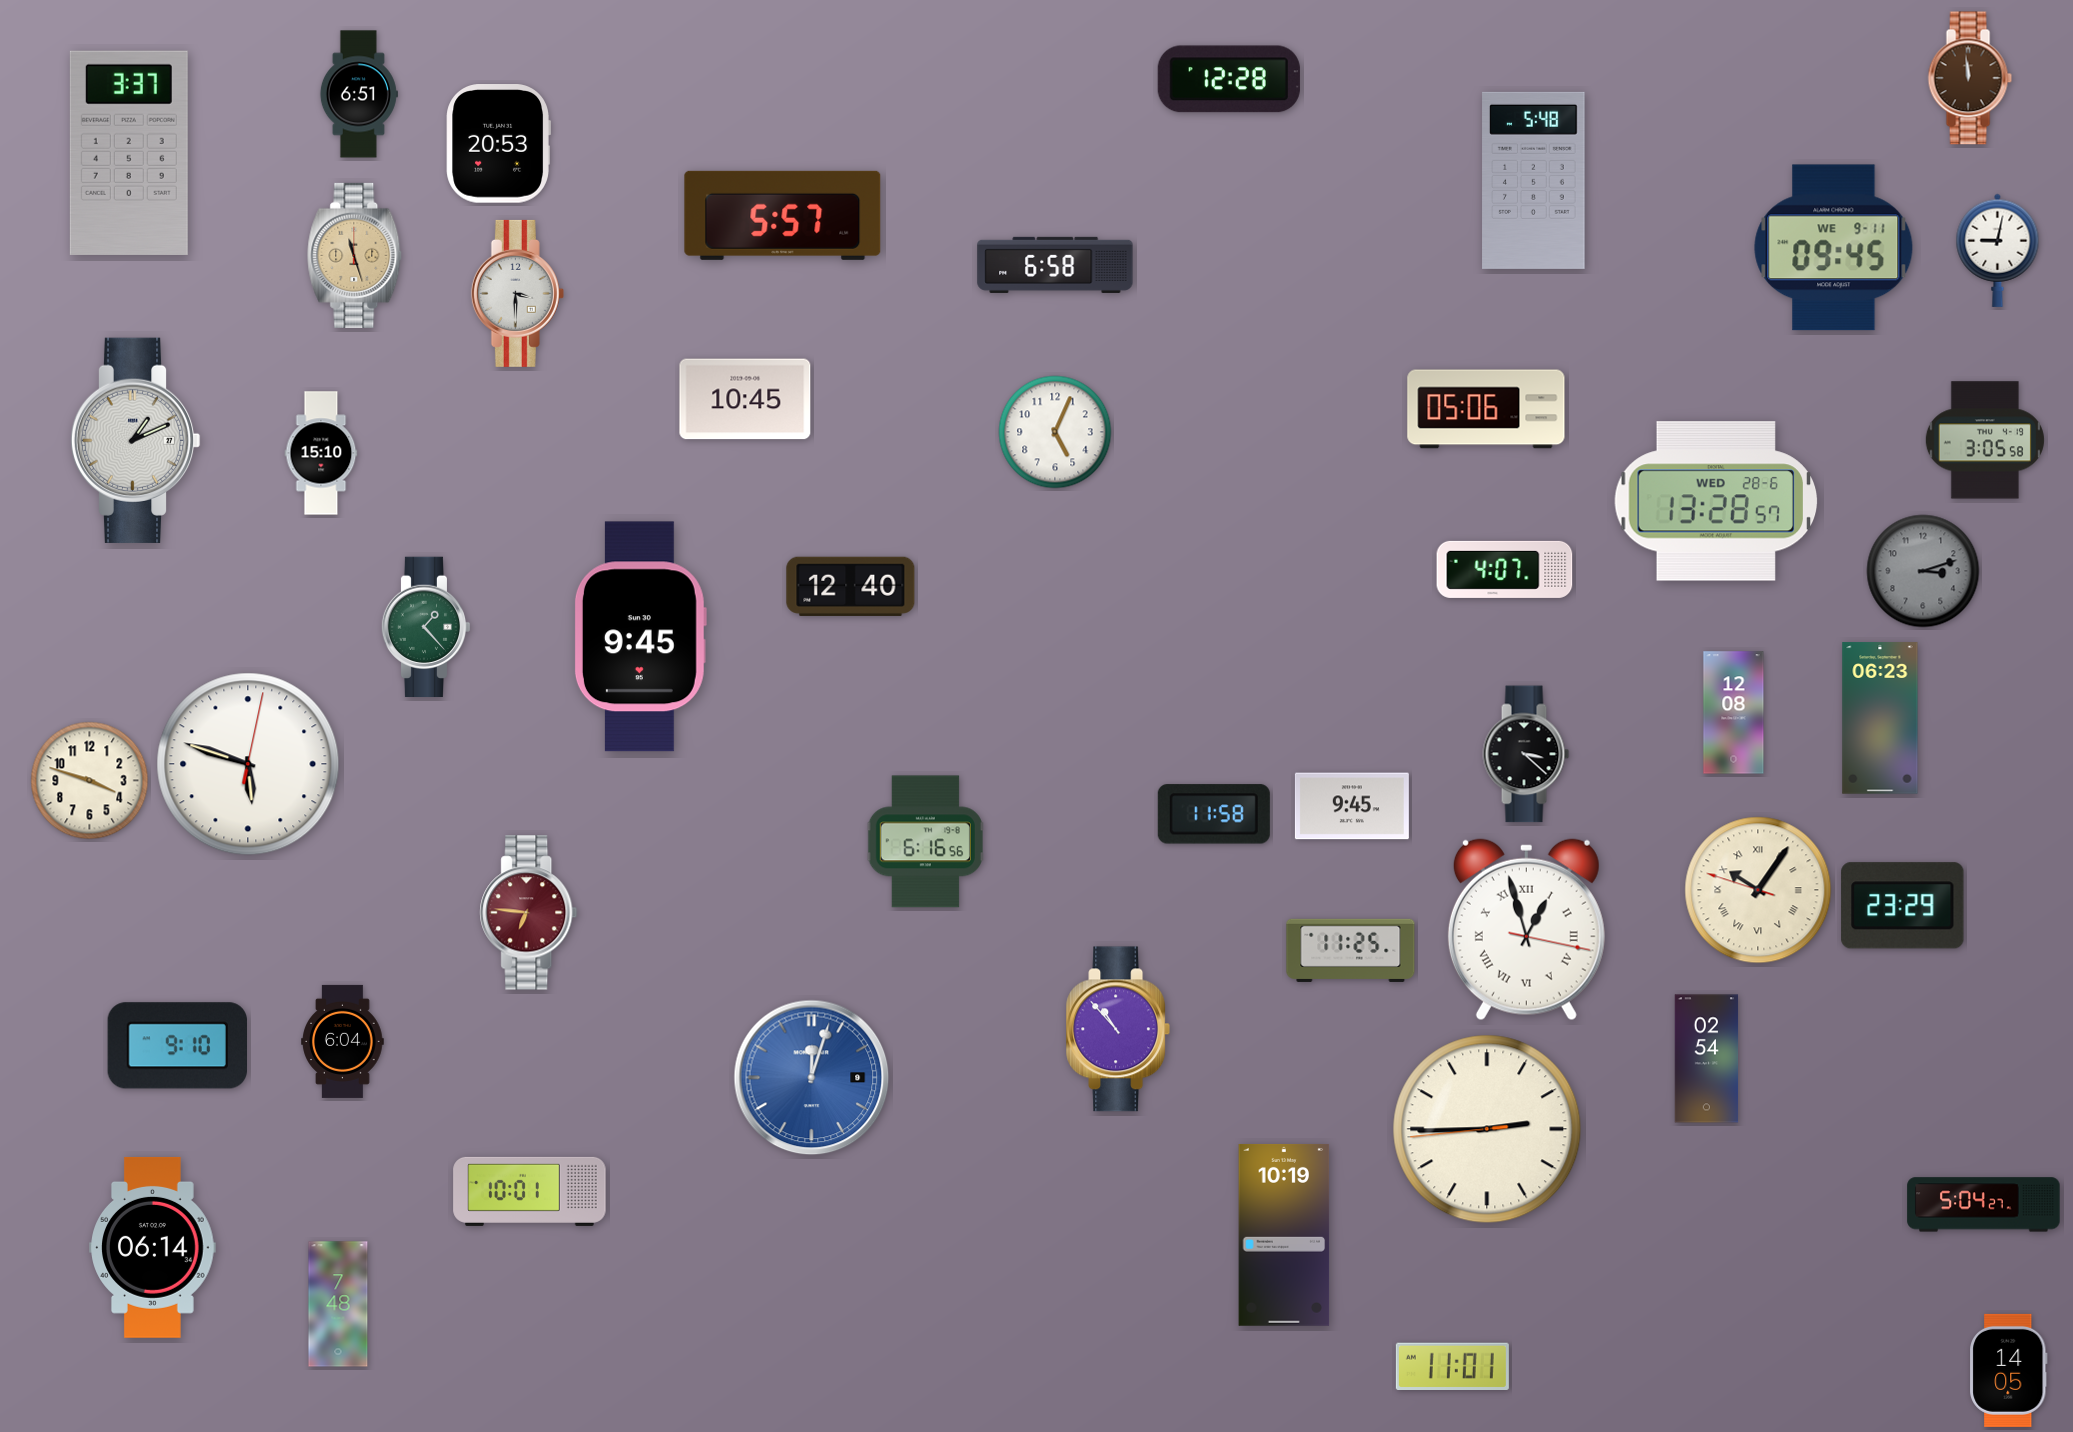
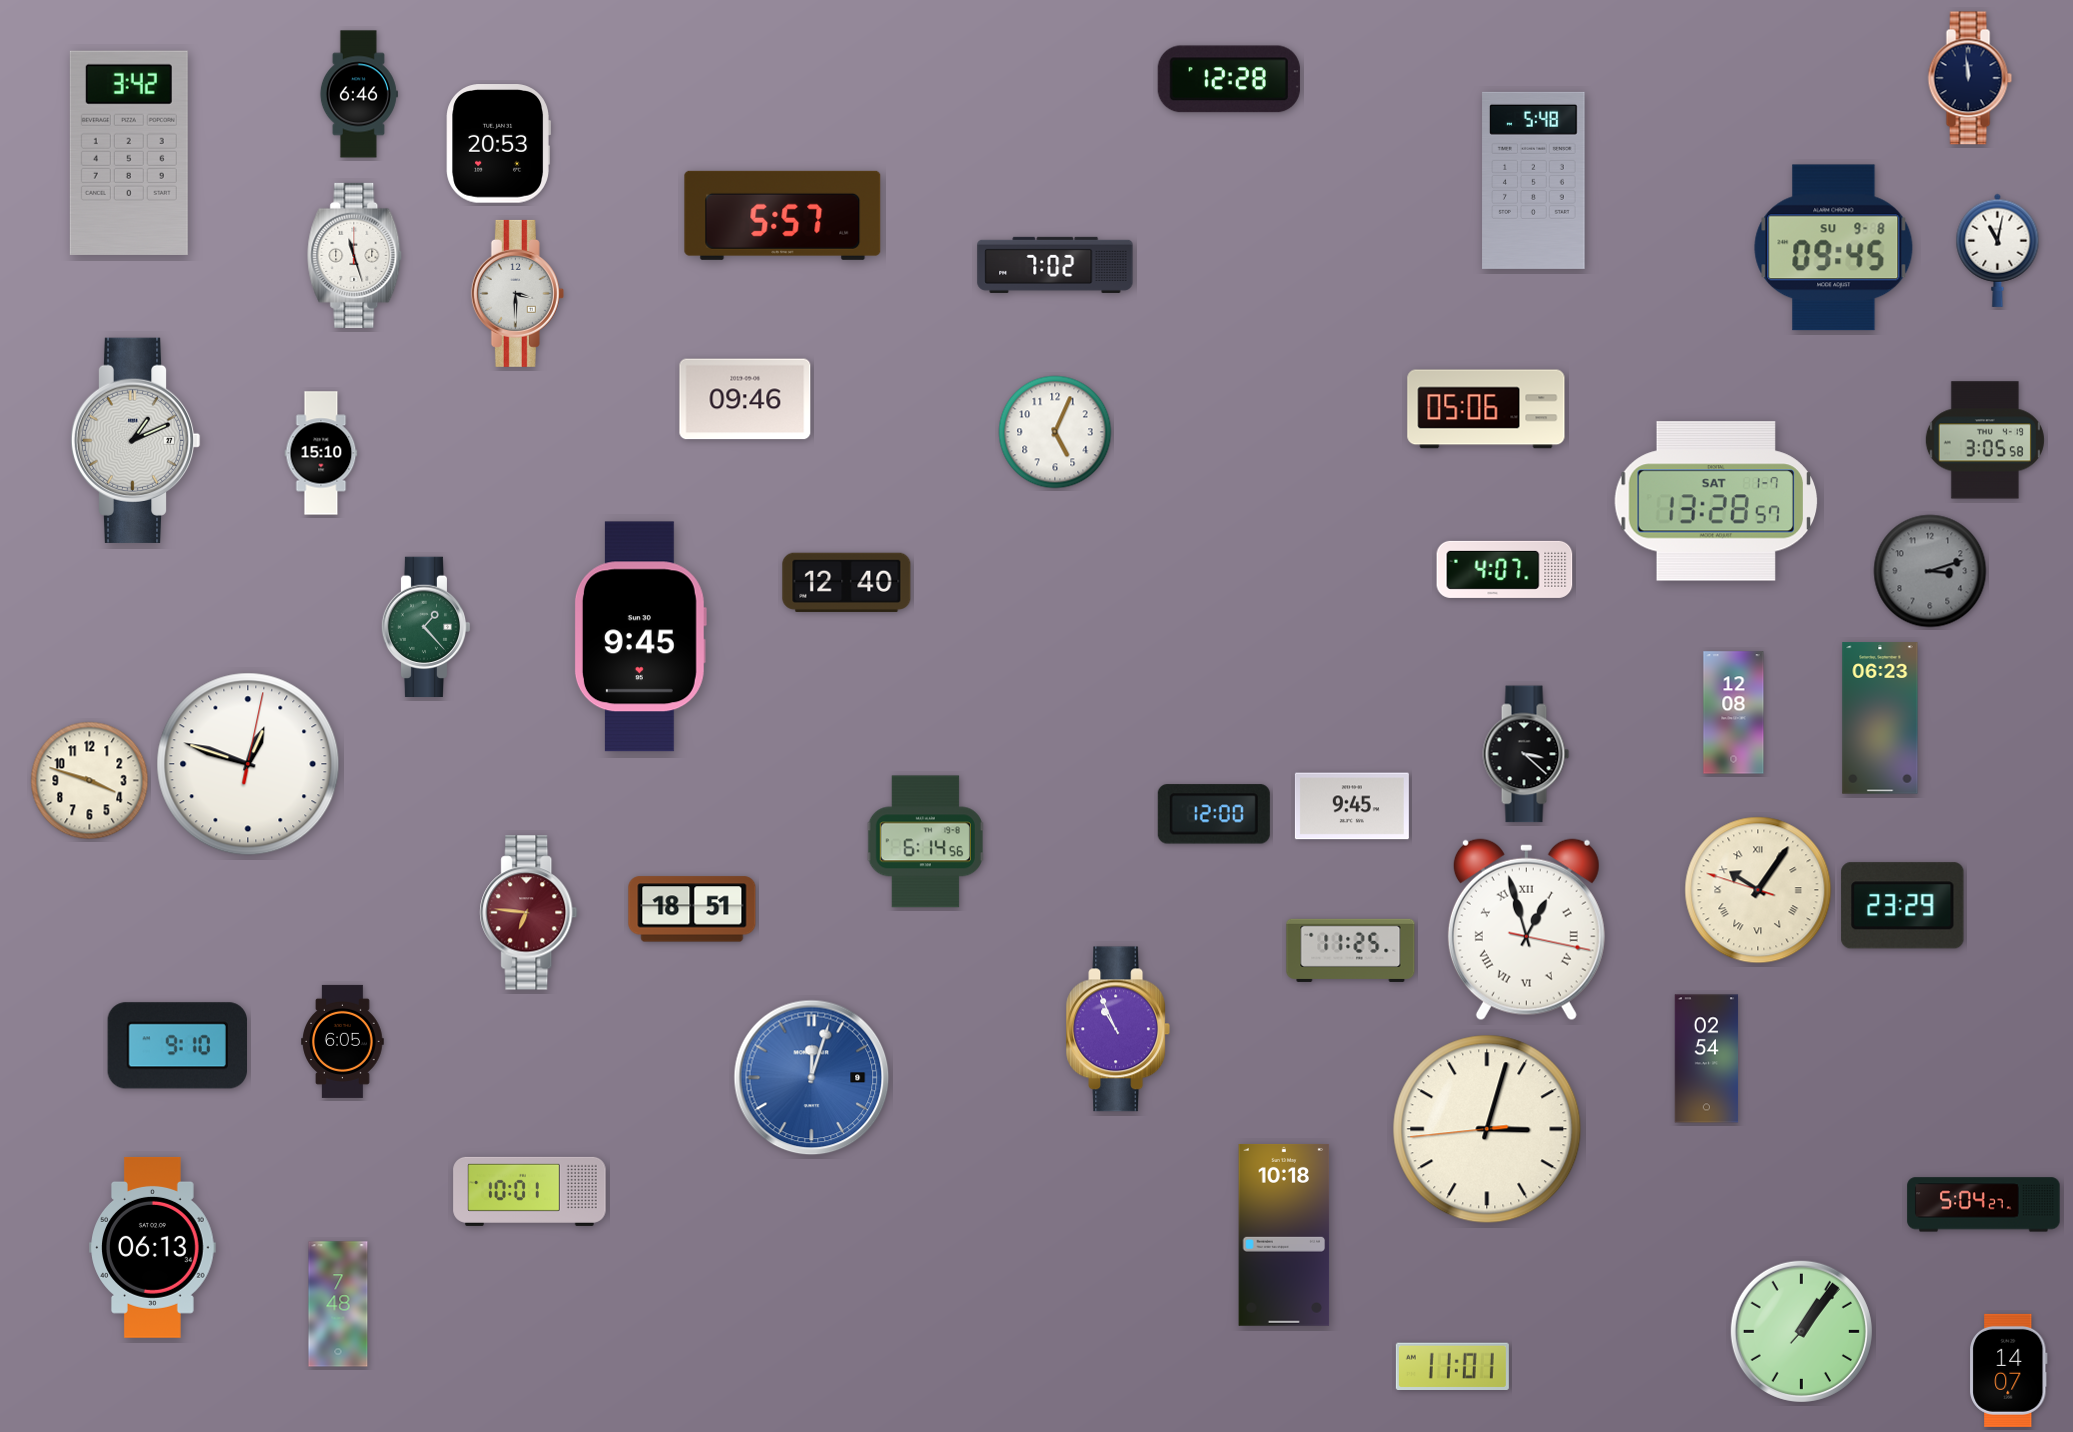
clock at (1970, 78) dial: brown -> navy
clock at (358, 94): 6:51 -> 6:46
clock at (129, 153): 3:37 -> 3:42
clock at (1834, 248) date: WE 9-11 -> SU 9-8
clock at (1998, 250): 9:02 -> 11:02
clock at (355, 255) dial: champagne -> white
clock at (1055, 265): 6:58 -> 7:02
clock at (745, 399): 10:45 -> 09:46
clock at (1716, 501) date: WED 28-6 -> SAT 1-7
clock at (1923, 571) position: (1923, 571) -> (1930, 571)
clock at (851, 586) position: (851, 586) -> (847, 582)
clock at (248, 764): 5:48 -> 12:48
clock at (1214, 814): 11:58 -> 12:00
clock at (925, 842): 6:16 -> 6:14
clock at (692, 909): none -> 18:51
clock at (1117, 1029): 10:53 -> 10:56
clock at (343, 1041): 6:04 -> 6:05
clock at (1487, 1129): 2:44 -> 3:02
clock at (1284, 1235): 10:19 -> 10:18
clock at (153, 1247): 06:14 -> 06:13
clock at (1801, 1331): none -> 1:06
clock at (2009, 1370): 14:05 -> 14:07
